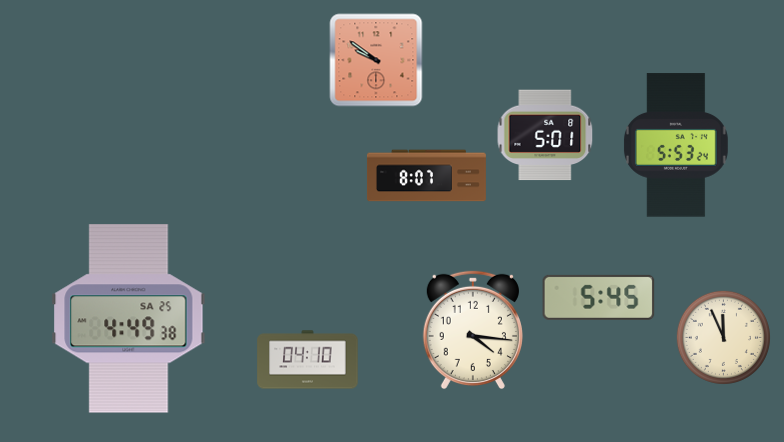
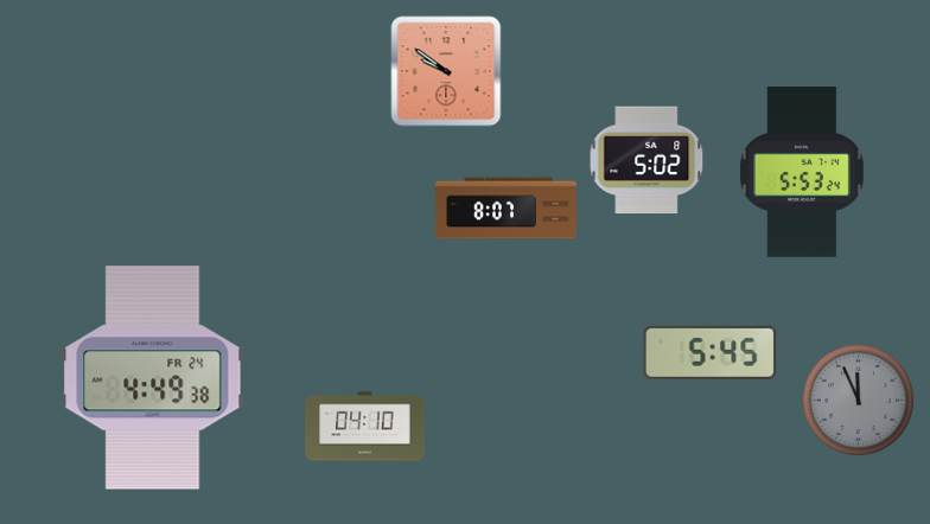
clock at (545, 135): 5:01 -> 5:02
clock at (129, 319) date: SA 25 -> FR 24
clock at (473, 330): 4:16 -> none
clock at (723, 337) dial: cream -> grey
